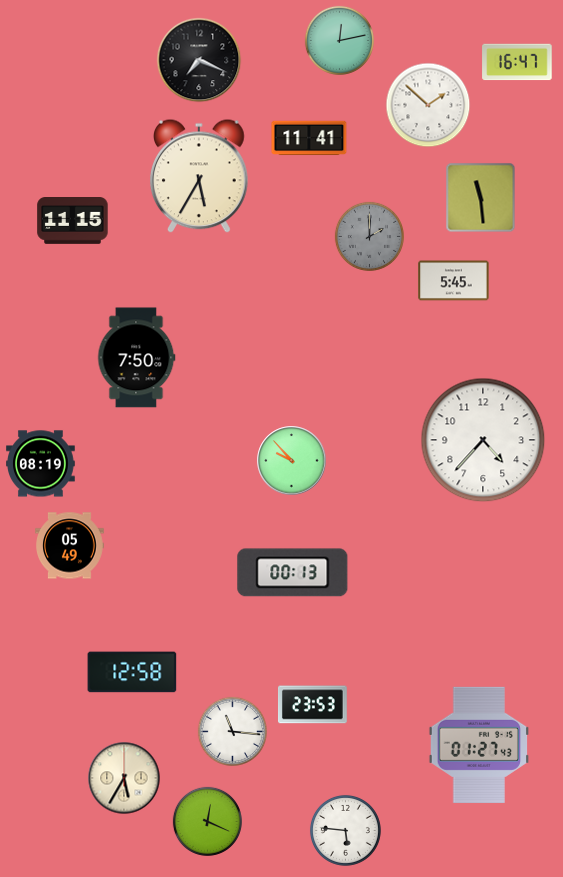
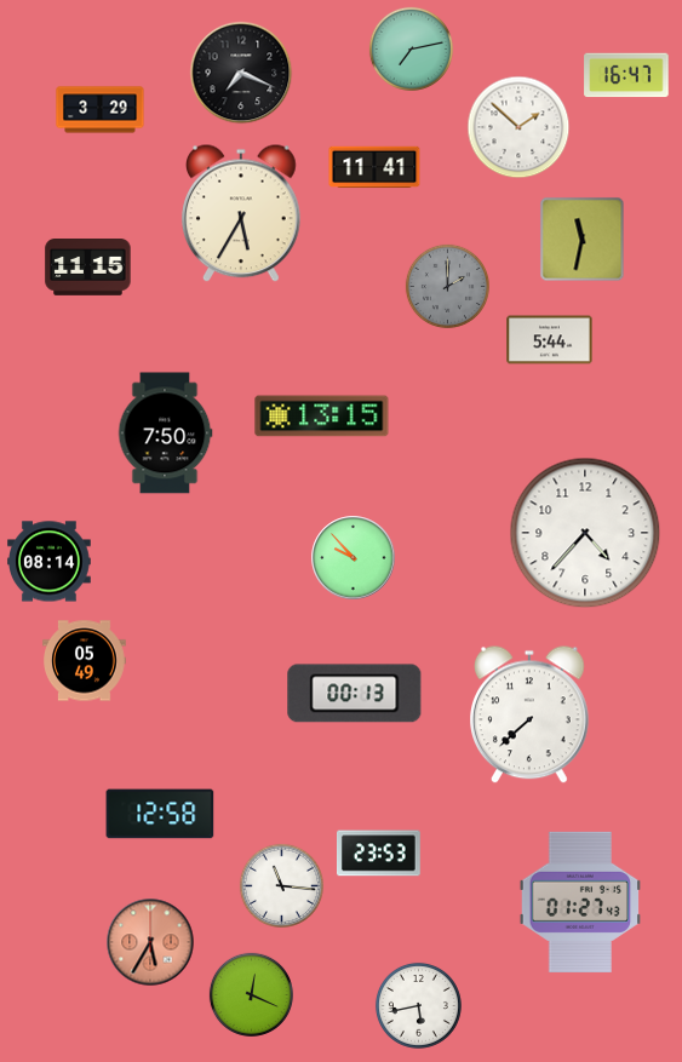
clock at (339, 40): 12:13 -> 7:13
clock at (101, 110): none -> 3:29
clock at (481, 198): 11:29 -> 11:32
clock at (454, 281): 5:45 -> 5:44
clock at (322, 417): none -> 13:15
clock at (41, 464): 08:19 -> 08:14
clock at (531, 714): none -> 7:38
clock at (124, 778) dial: cream -> salmon
clock at (345, 830): 5:46 -> 5:43
